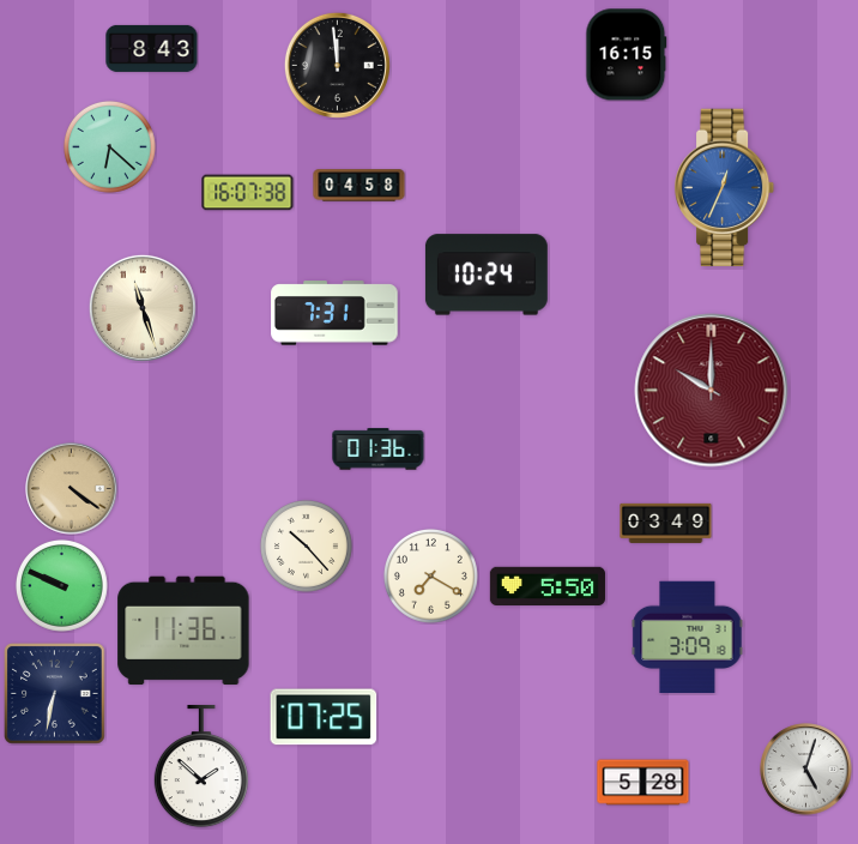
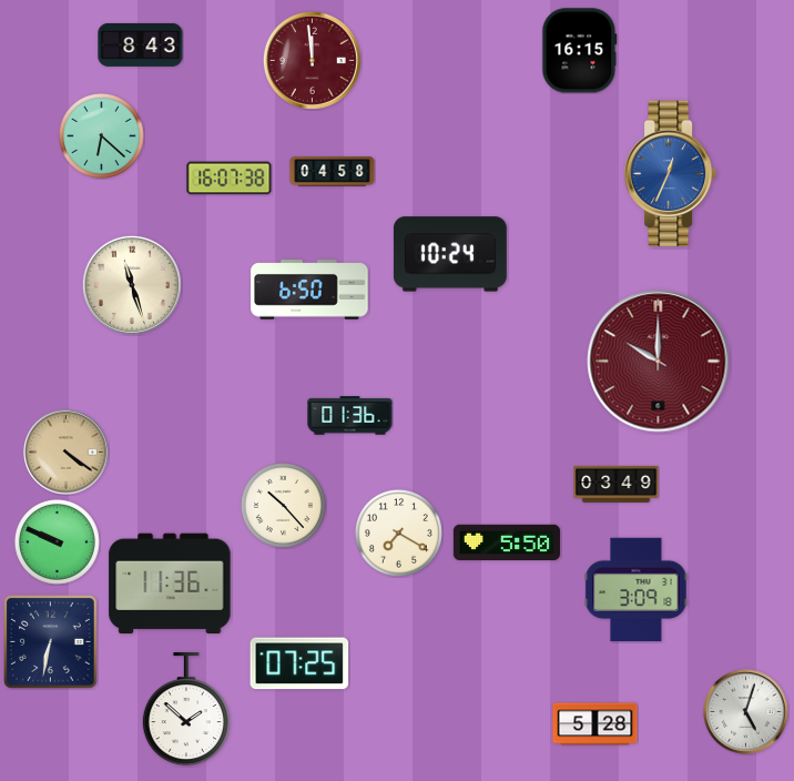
clock at (337, 65) dial: black -> burgundy
clock at (334, 313): 7:31 -> 6:50
